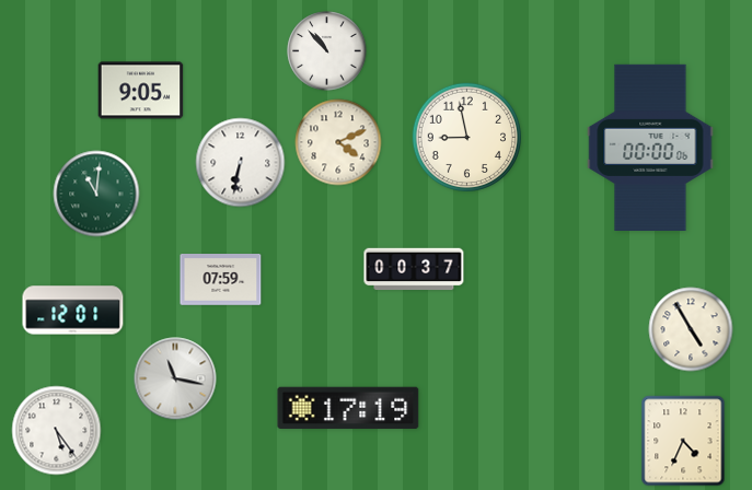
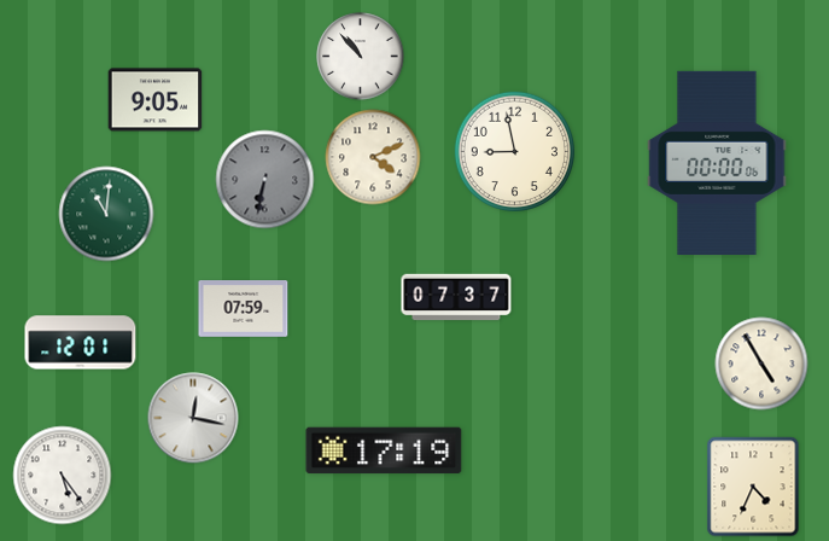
clock at (241, 163) dial: white -> grey
clock at (414, 269): 00:37 -> 07:37
clock at (175, 378): 11:17 -> 12:17
